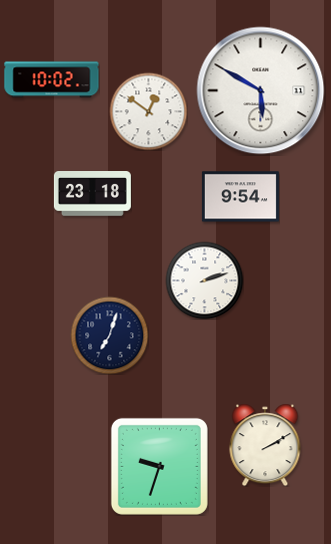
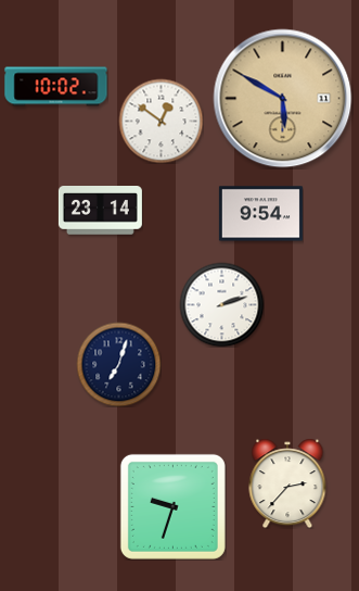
clock at (261, 91) dial: white -> champagne
clock at (92, 194): 23:18 -> 23:14
clock at (265, 445): 2:10 -> 2:37
